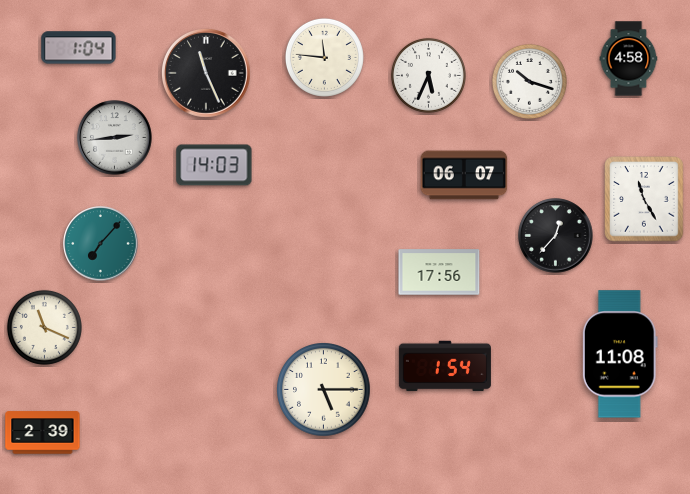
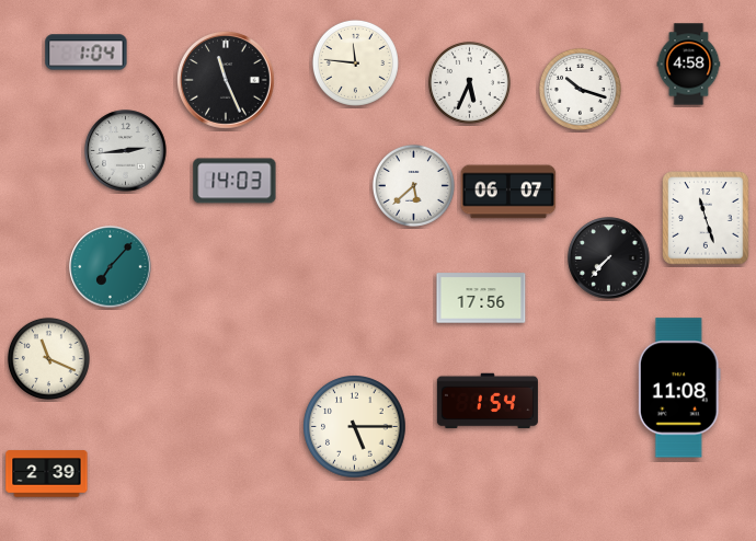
clock at (413, 185): none -> 5:38
clock at (644, 199): 11:25 -> 11:27
clock at (556, 236): 12:37 -> 7:37
